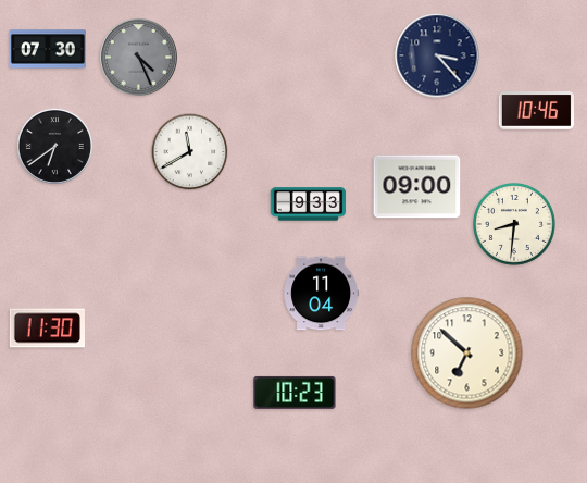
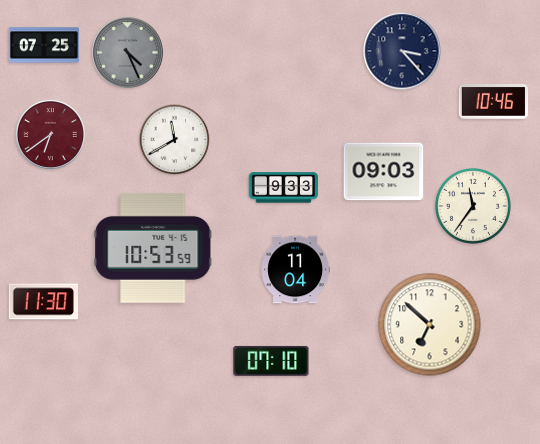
clock at (48, 49): 07:30 -> 07:25
clock at (54, 146) dial: black -> burgundy
clock at (417, 187): 09:00 -> 09:03
clock at (514, 224): 8:31 -> 11:36
clock at (153, 248): none -> 10:53
clock at (295, 393): 10:23 -> 07:10
